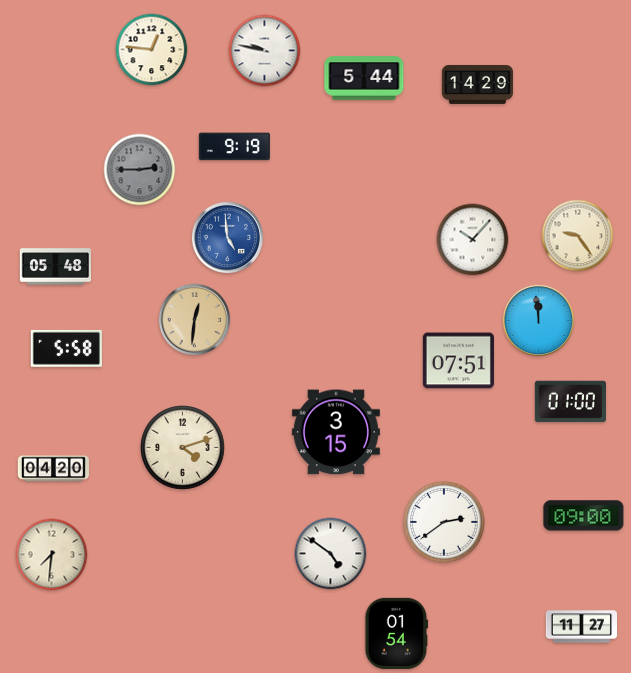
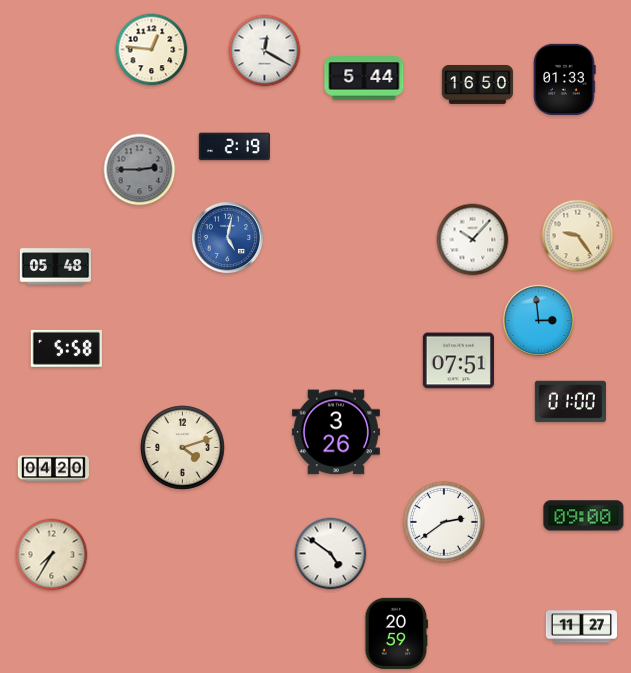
clock at (265, 51): 9:47 -> 12:20
clock at (565, 79): none -> 01:33
clock at (477, 84): 14:29 -> 16:50
clock at (234, 147): 9:19 -> 2:19
clock at (227, 237): 4:59 -> 5:02
clock at (194, 319): 12:31 -> none
clock at (538, 320): 11:59 -> 2:59
clock at (336, 432): 3:15 -> 3:26
clock at (52, 555): 7:31 -> 7:35
clock at (397, 633): 01:54 -> 20:59
